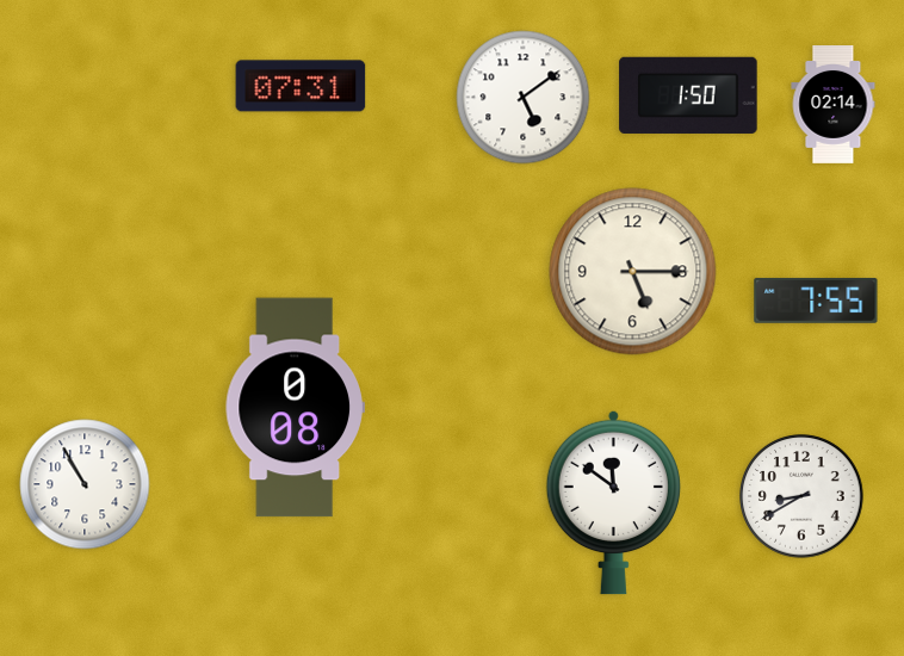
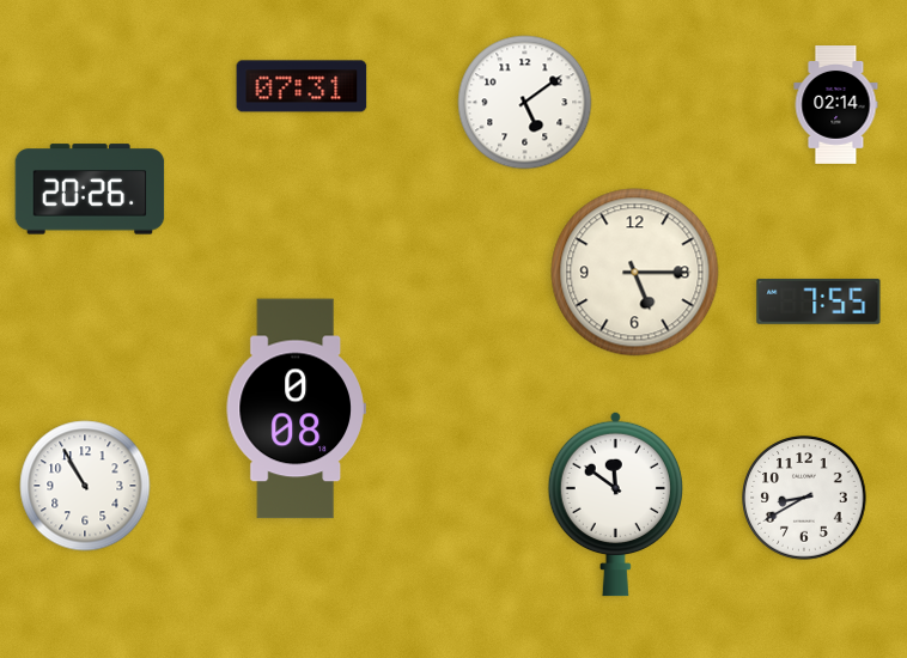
clock at (688, 95): 1:50 -> none
clock at (524, 98) position: (524, 98) -> (525, 103)
clock at (90, 189): none -> 20:26
